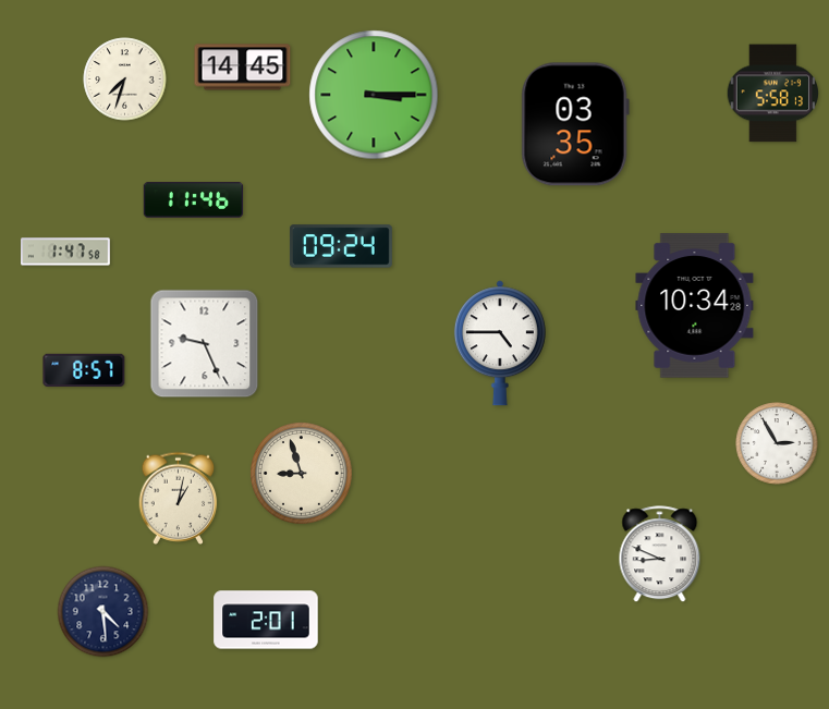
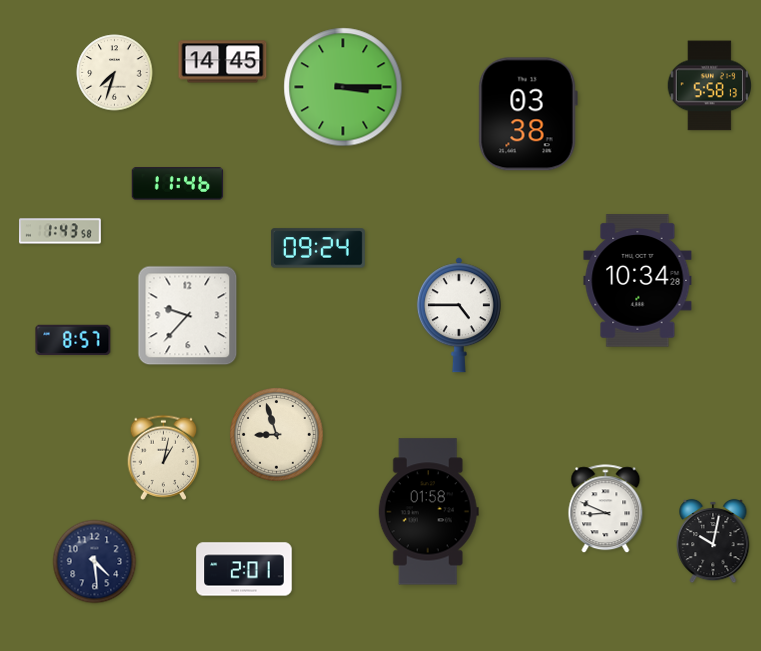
clock at (575, 124): 03:35 -> 03:38
clock at (341, 246) position: (341, 246) -> (318, 248)
clock at (66, 252): 1:47 -> 1:43
clock at (205, 344): 9:26 -> 9:37
clock at (84, 369) position: (84, 369) -> (73, 339)
clock at (777, 443): 2:55 -> none
clock at (428, 512): none -> 01:58
clock at (713, 541): none -> 10:02
